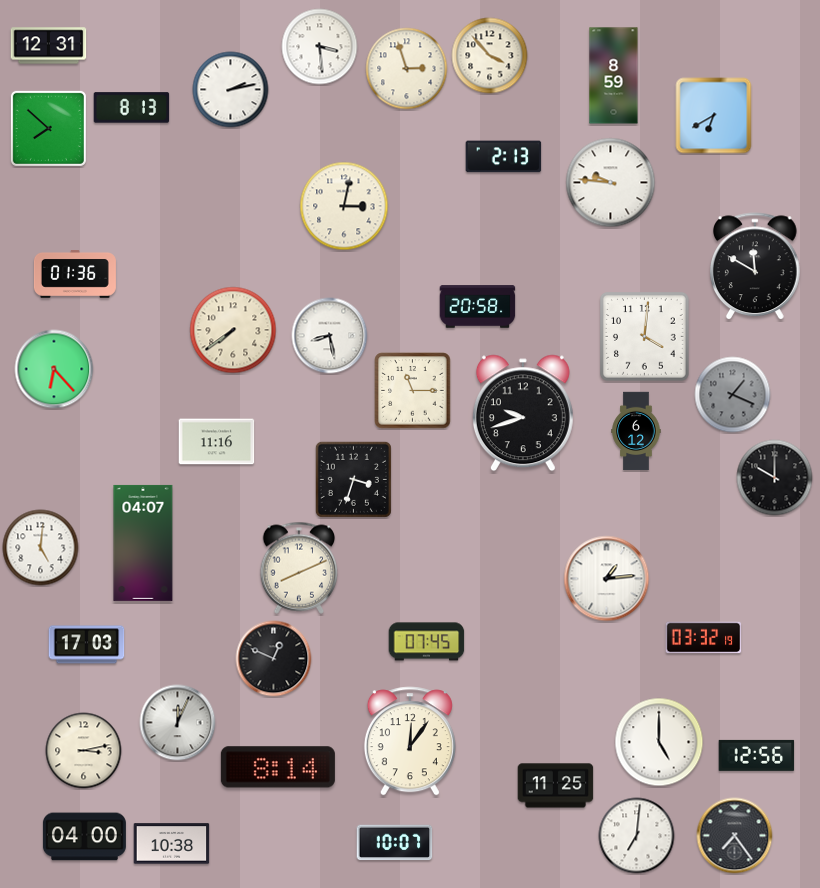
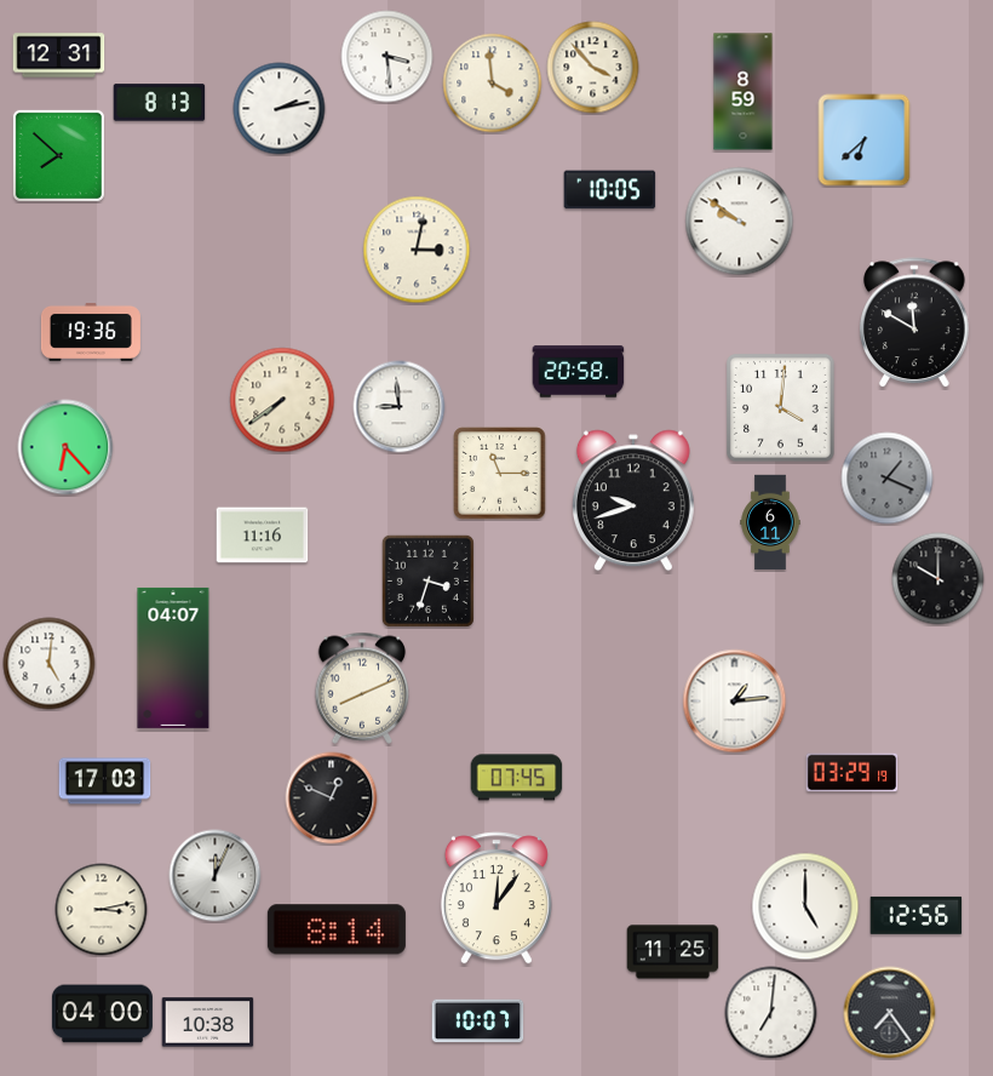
clock at (407, 69): 2:57 -> 3:59
clock at (132, 108) position: (132, 108) -> (160, 103)
clock at (714, 116): 6:40 -> 6:38
clock at (504, 157): 2:13 -> 10:05
clock at (611, 183): 9:46 -> 9:51
clock at (75, 275): 01:36 -> 19:36
clock at (330, 336): 8:28 -> 8:59
clock at (636, 431): 6:12 -> 6:11
clock at (704, 638): 03:32 -> 03:29
clock at (659, 742) position: (659, 742) -> (805, 906)
